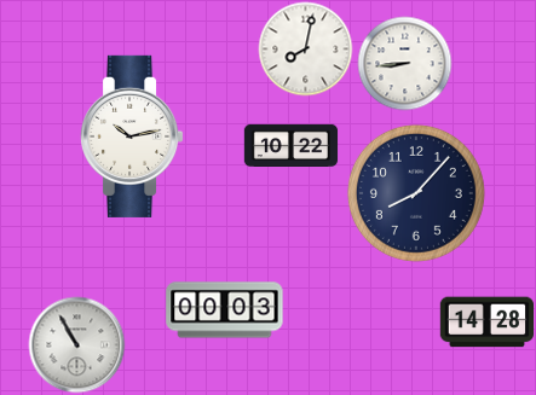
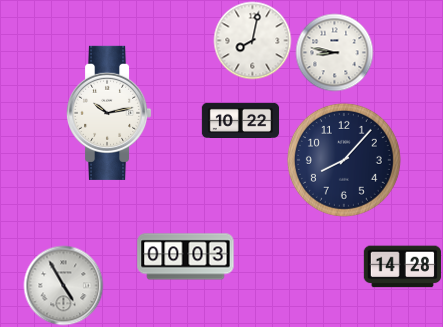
clock at (404, 63): 8:44 -> 8:47
clock at (76, 344): 10:55 -> 4:55
